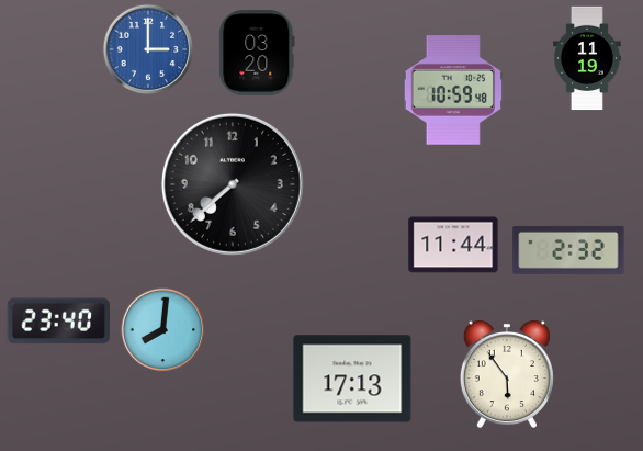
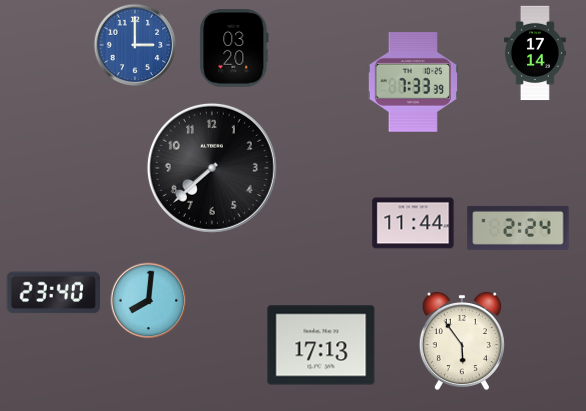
clock at (587, 58): 11:19 -> 17:14
clock at (453, 90): 10:59 -> 7:33
clock at (568, 250): 2:32 -> 2:24
